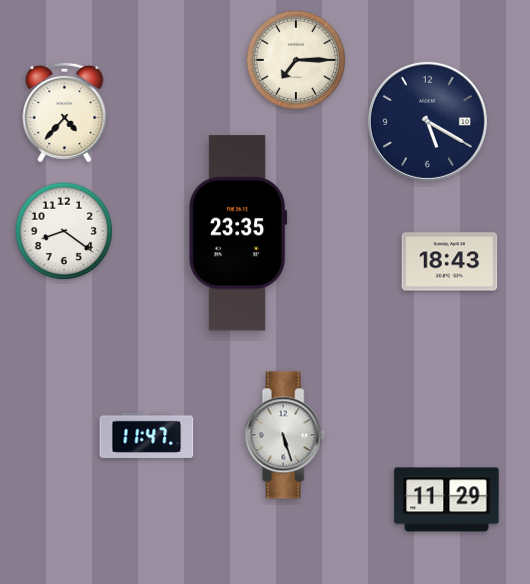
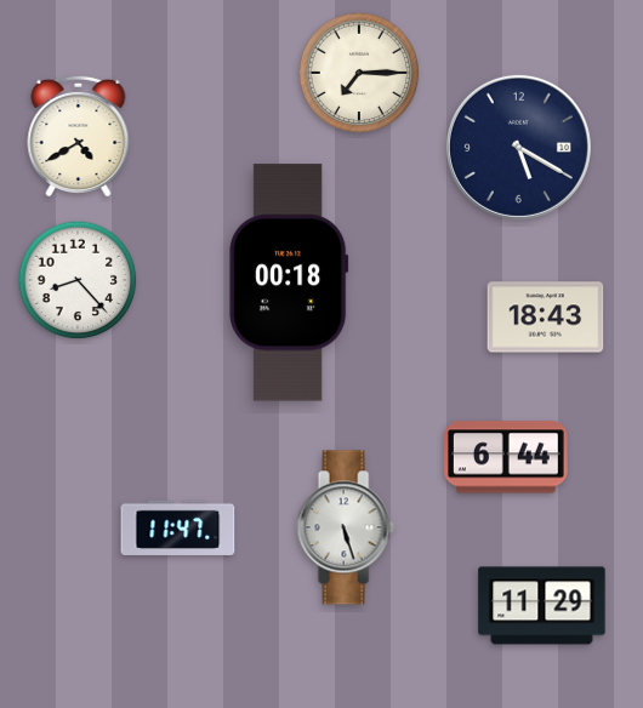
clock at (65, 111): 4:37 -> 4:40
clock at (64, 231): 8:21 -> 8:23
clock at (238, 233): 23:35 -> 00:18
clock at (507, 457): none -> 6:44
